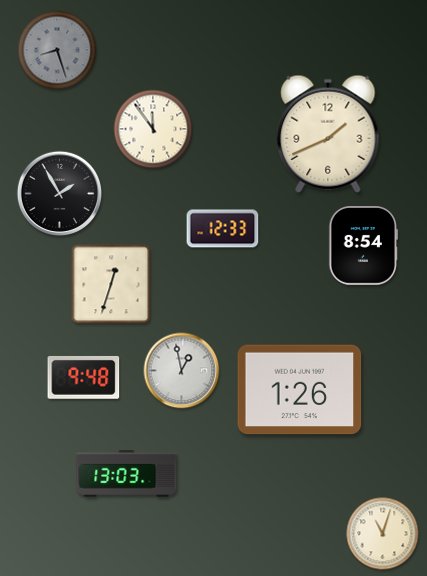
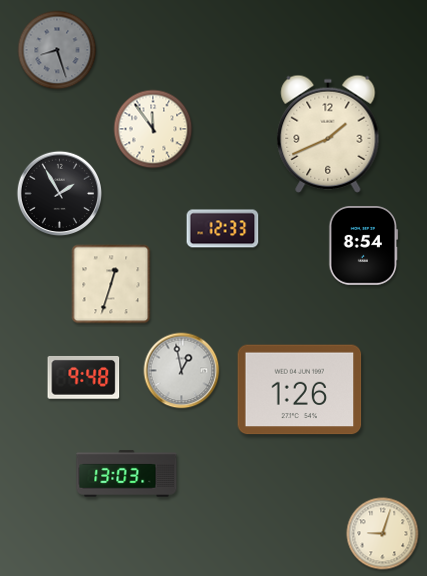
clock at (383, 534): 11:03 -> 9:03
